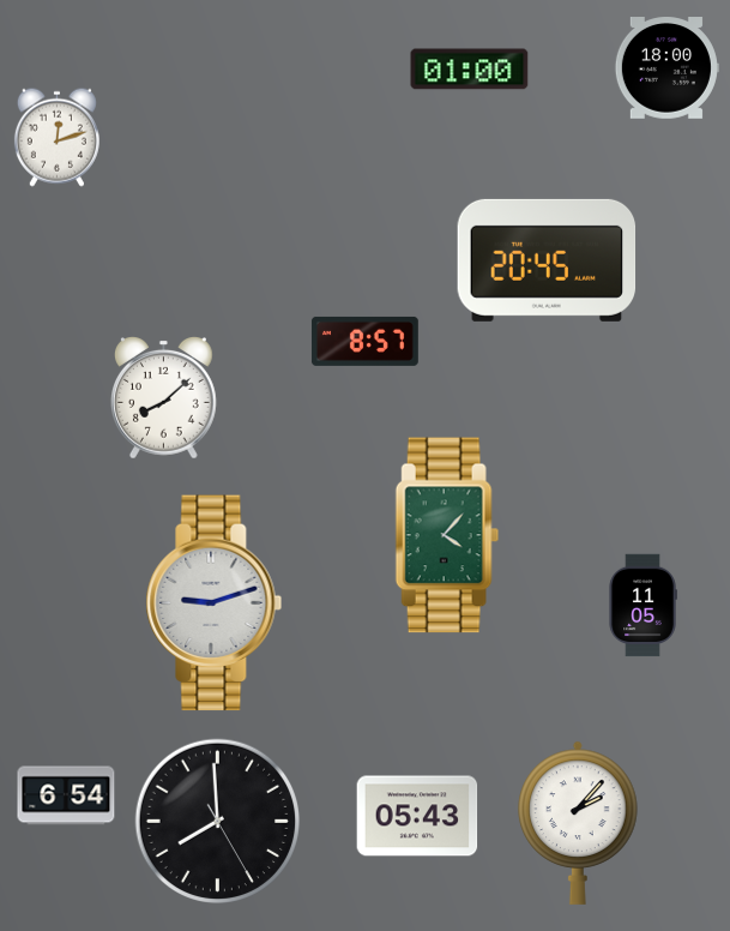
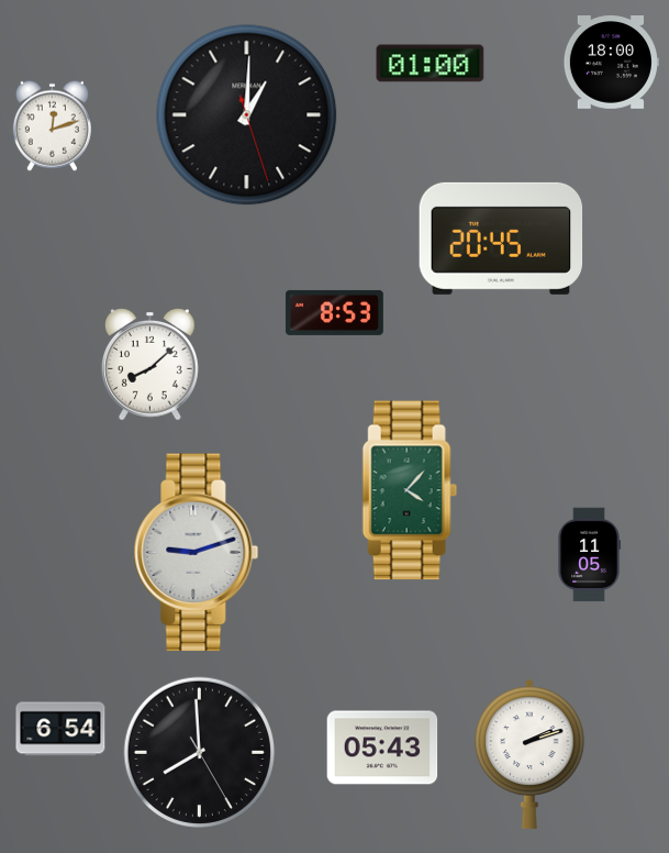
clock at (247, 115): none -> 1:00
clock at (364, 341): 8:57 -> 8:53
clock at (578, 823): 2:07 -> 2:12
